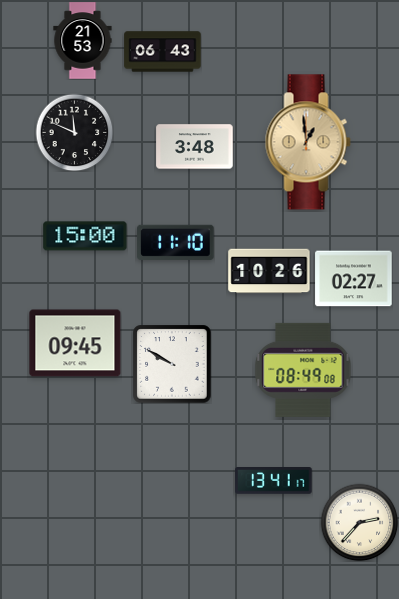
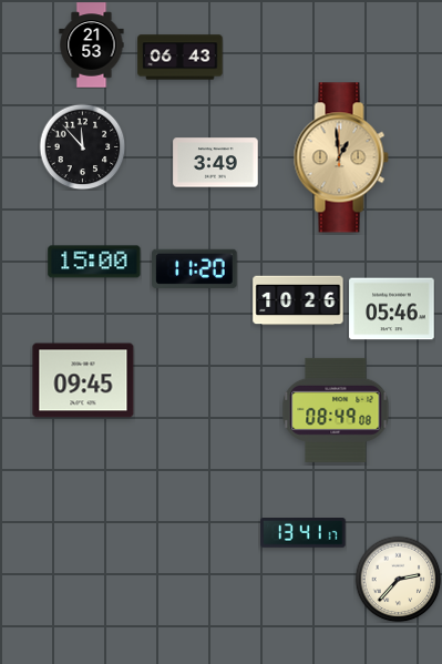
clock at (74, 132): 11:49 -> 11:53
clock at (195, 147): 3:48 -> 3:49
clock at (176, 242): 11:10 -> 11:20
clock at (354, 279): 02:27 -> 05:46
clock at (172, 364): 9:50 -> none
